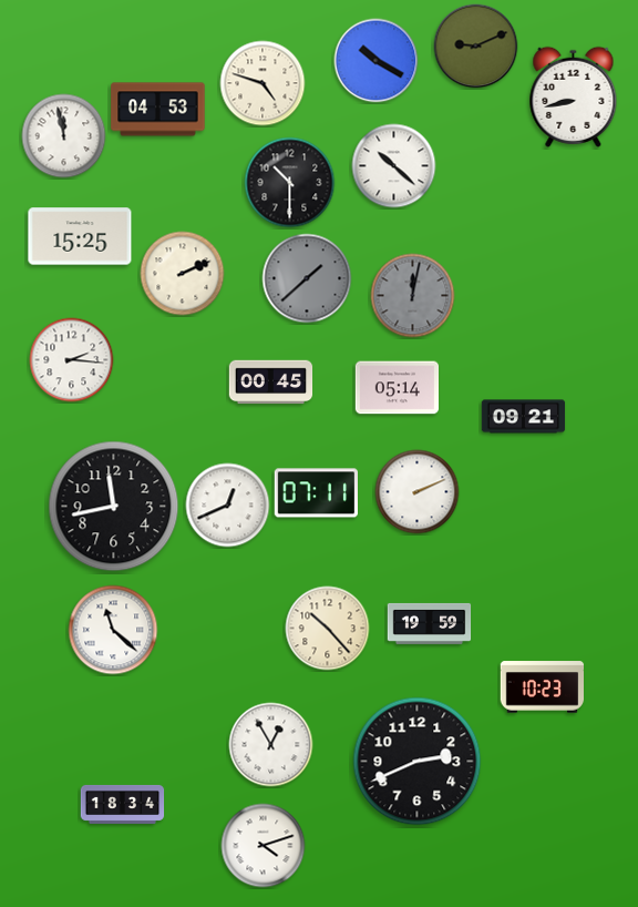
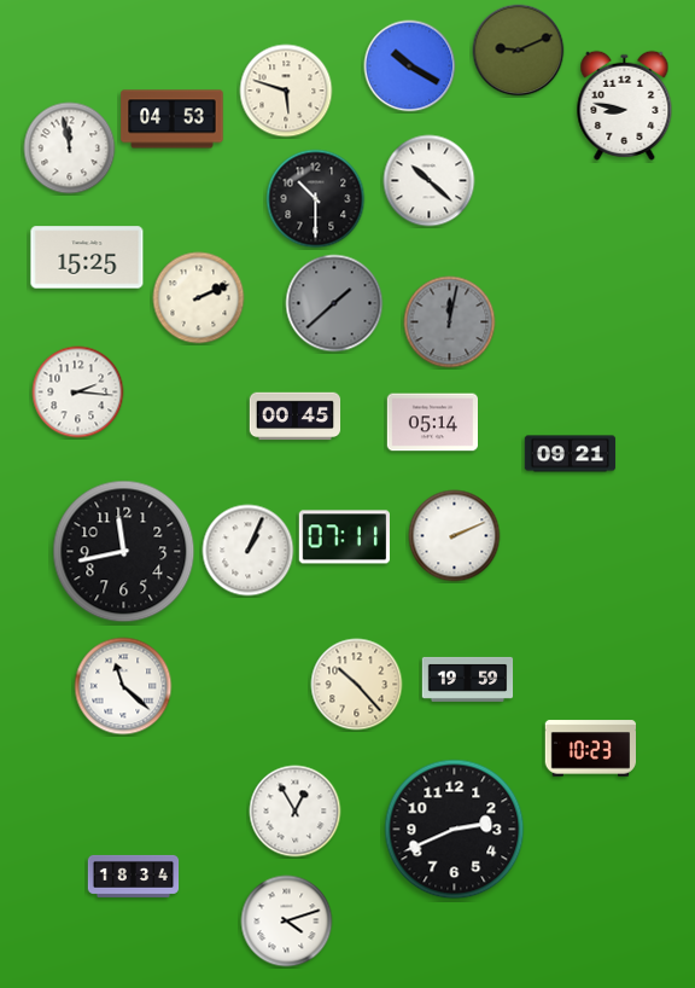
clock at (263, 83): 4:48 -> 5:48
clock at (574, 96): 8:43 -> 8:47
clock at (228, 506): 12:41 -> 1:04
